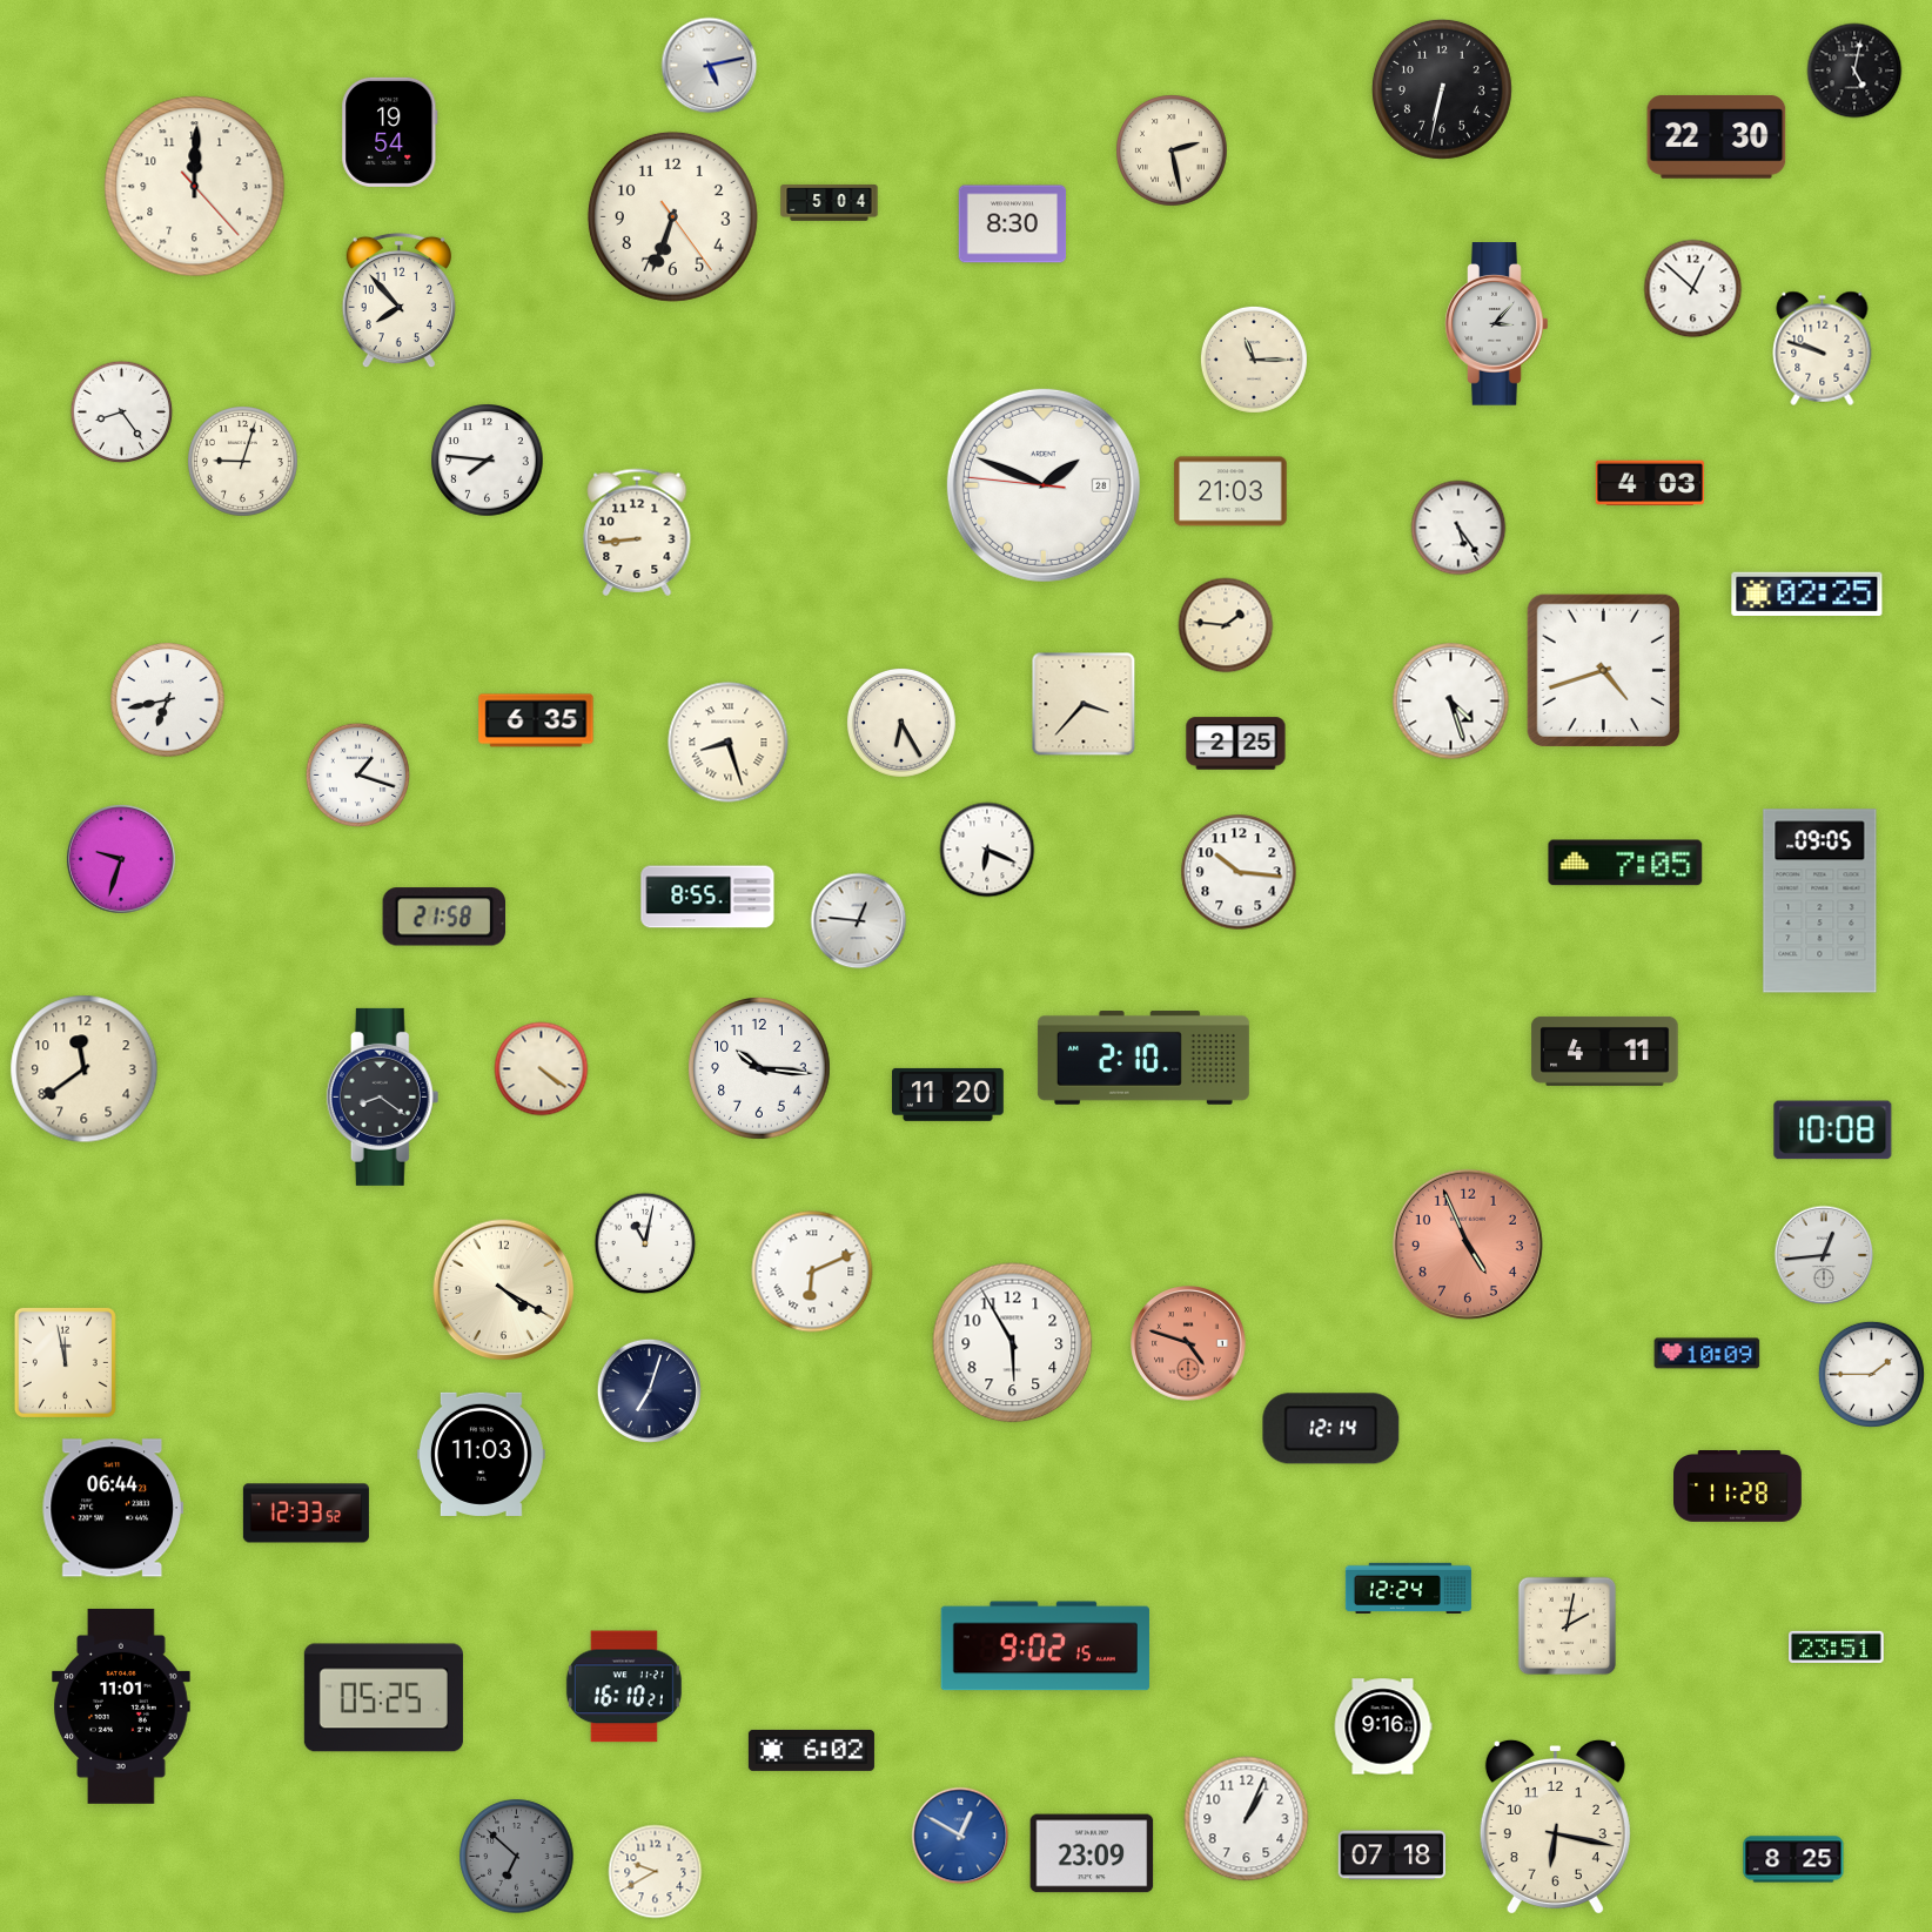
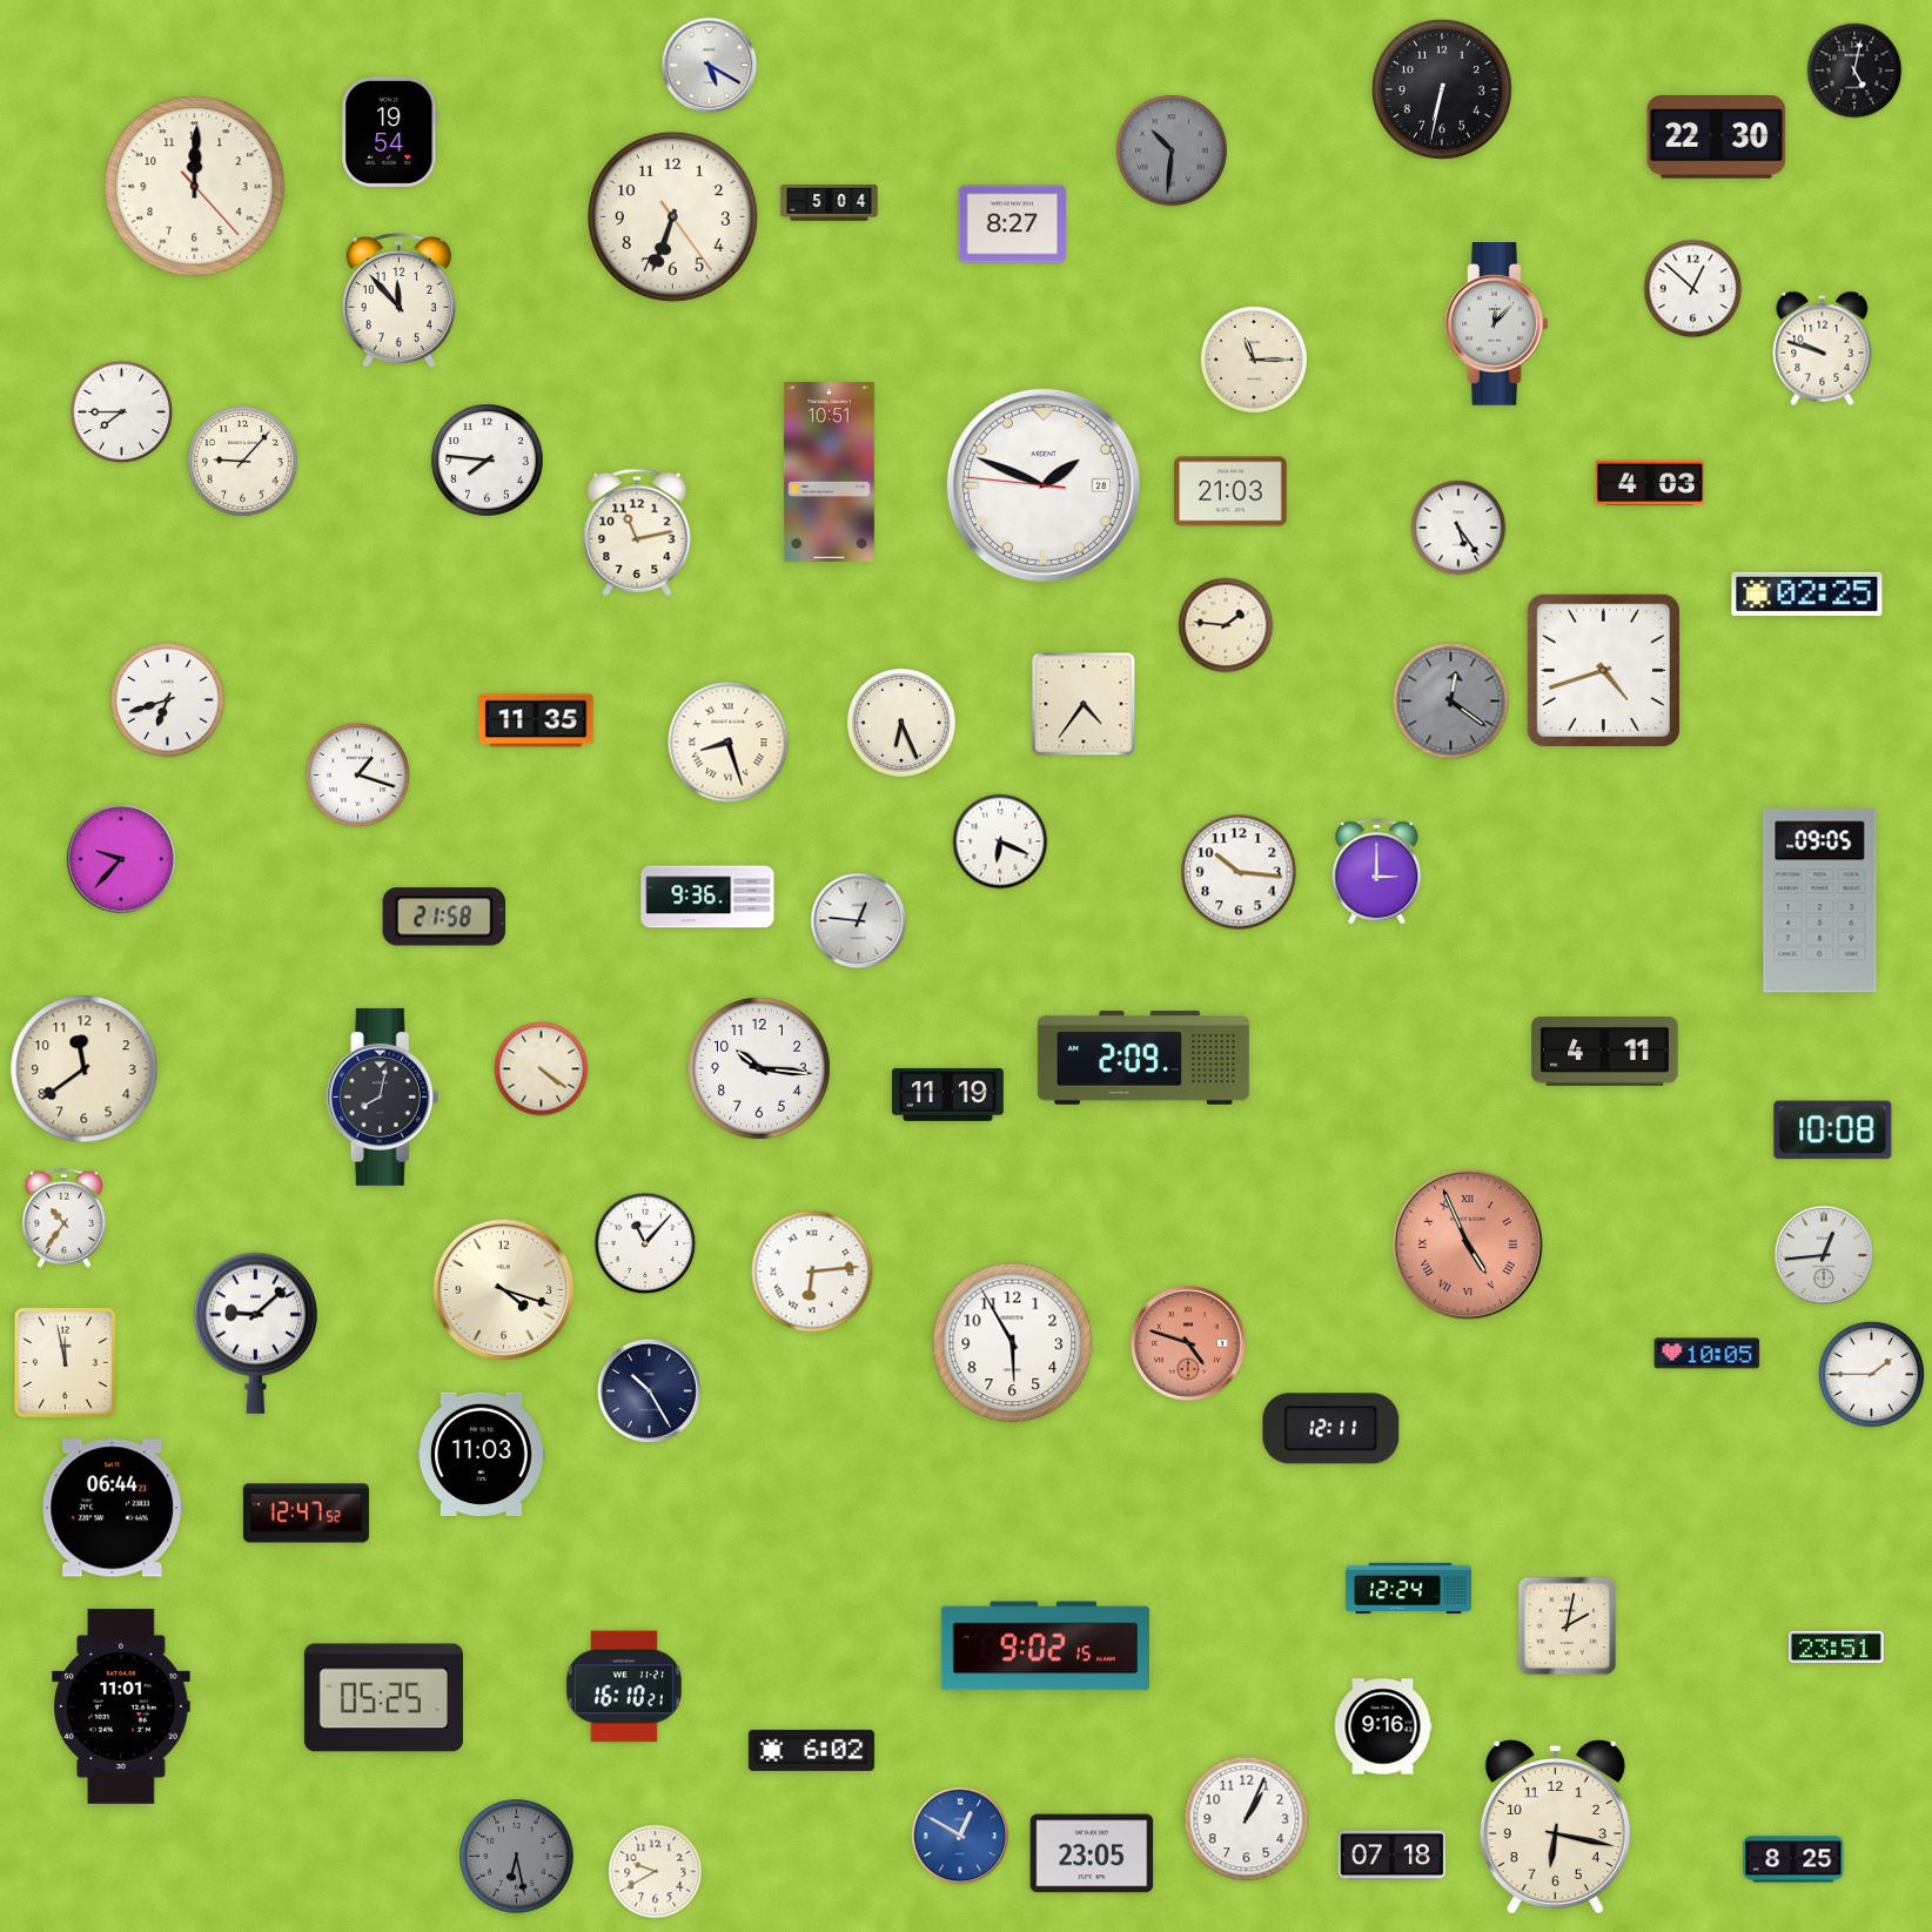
clock at (710, 66): 5:13 -> 5:20
clock at (1172, 150): 2:28 -> 10:31
clock at (1172, 150) dial: cream -> grey
clock at (1013, 224): 8:30 -> 8:27
clock at (398, 301): 7:53 -> 11:53
clock at (1497, 324): 3:07 -> 12:07
clock at (122, 412): 8:24 -> 7:45
clock at (243, 462): 9:03 -> 9:07
clock at (829, 472): none -> 10:51
clock at (637, 532): 8:44 -> 11:13
clock at (168, 700): 6:43 -> 6:42
clock at (1451, 702): 4:27 -> 12:21
clock at (1451, 702) dial: white -> grey
clock at (1084, 704): 3:37 -> 4:36
clock at (536, 720): 6:35 -> 11:35
clock at (901, 723): 6:25 -> 6:26
clock at (1236, 744): 2:25 -> none
clock at (987, 850) position: (987, 850) -> (1000, 841)
clock at (121, 859): 9:33 -> 9:37
clock at (1625, 863): 7:05 -> none
clock at (1377, 872): none -> 3:00
clock at (707, 897): 8:55 -> 9:36
clock at (1143, 1058): 2:10 -> 2:09
clock at (948, 1094): 11:20 -> 11:19
clock at (383, 1096): 8:21 -> 8:02
clock at (63, 1217): none -> 10:36
clock at (645, 1243): 11:02 -> 11:07
clock at (1468, 1245) numerals: Arabic -> Roman
clock at (812, 1272): 6:11 -> 6:14
clock at (504, 1290): 4:20 -> 4:18
clock at (255, 1333): none -> 9:08
clock at (1708, 1354): 10:09 -> 10:05
clock at (649, 1390): 7:03 -> 10:25
clock at (1331, 1429): 12:14 -> 12:11
clock at (1738, 1487): 11:28 -> none
clock at (306, 1514): 12:33 -> 12:47
clock at (1092, 1853): 23:09 -> 23:05
clock at (517, 1857): 6:52 -> 6:28
